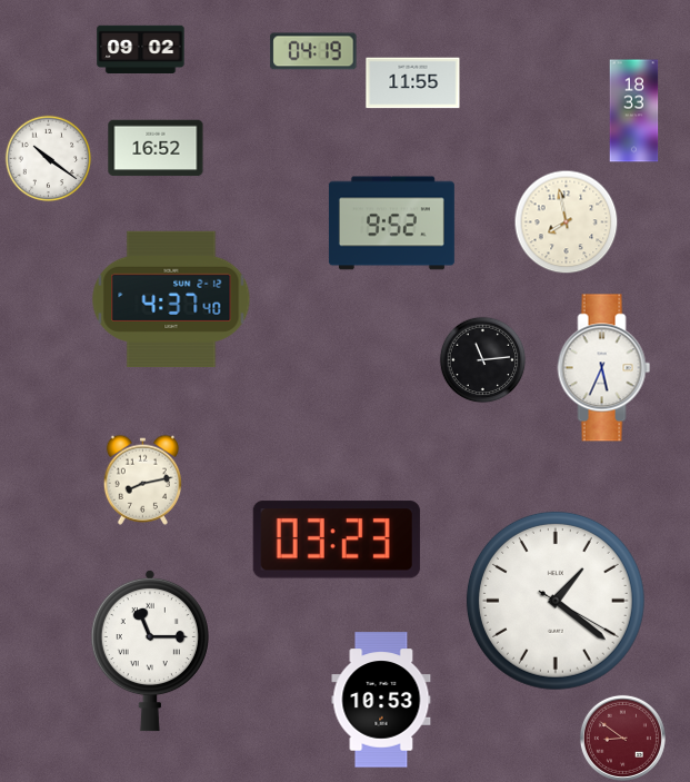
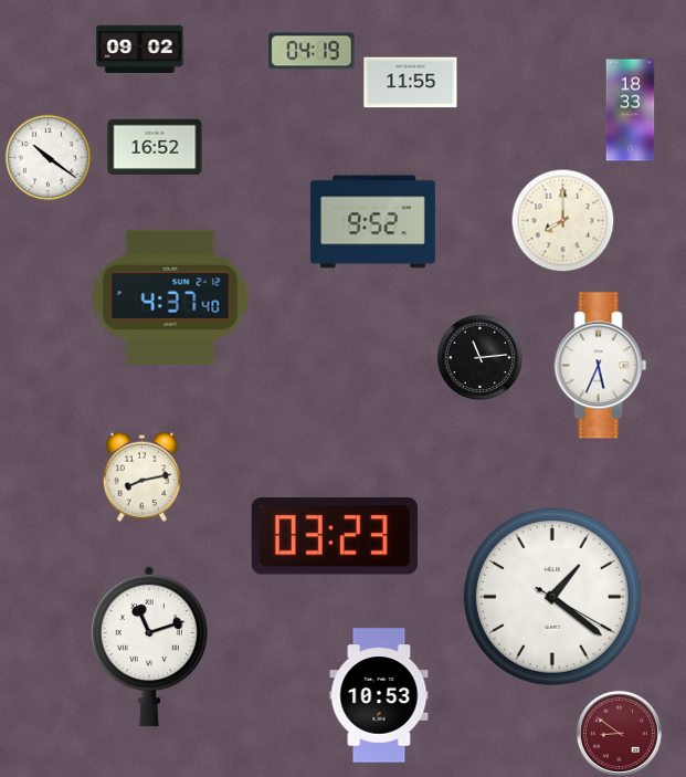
clock at (566, 221): 7:58 -> 8:00
clock at (391, 224) position: (391, 224) -> (372, 222)
clock at (150, 651): 11:15 -> 11:12
